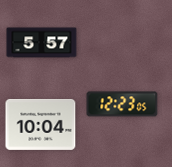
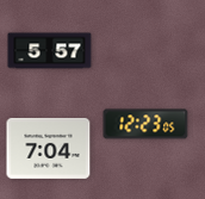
clock at (41, 124): 10:04 -> 7:04
